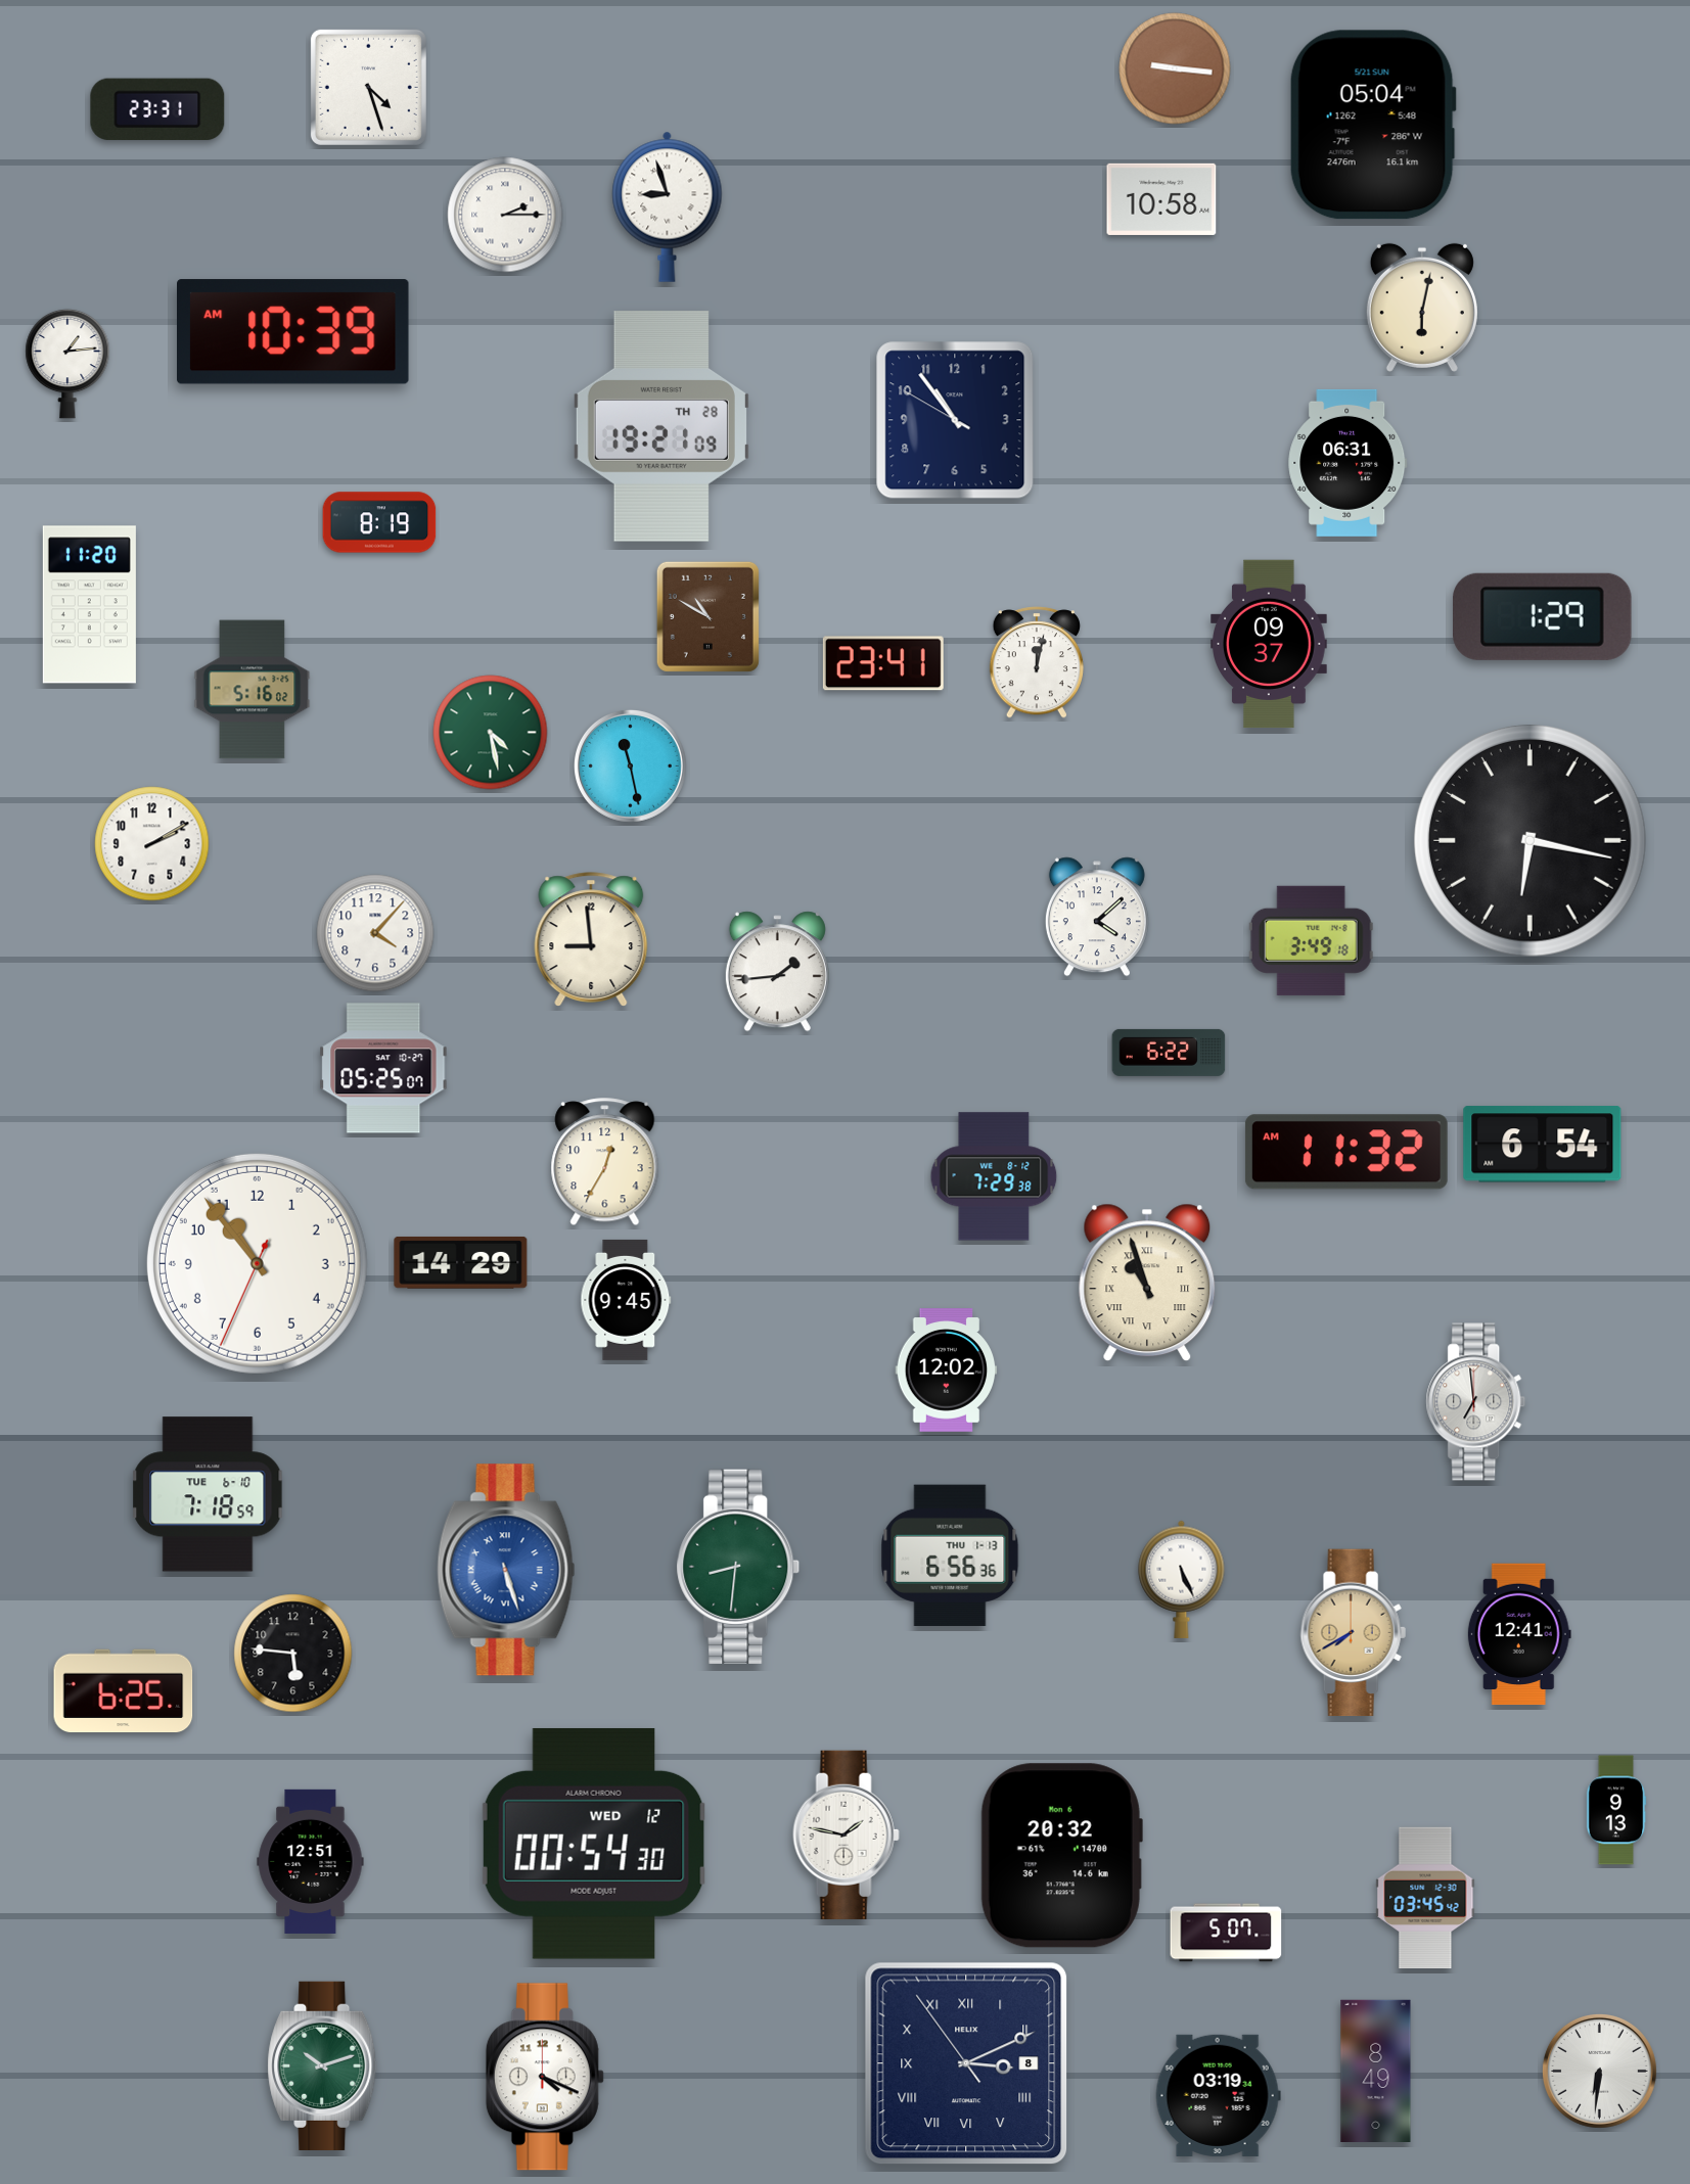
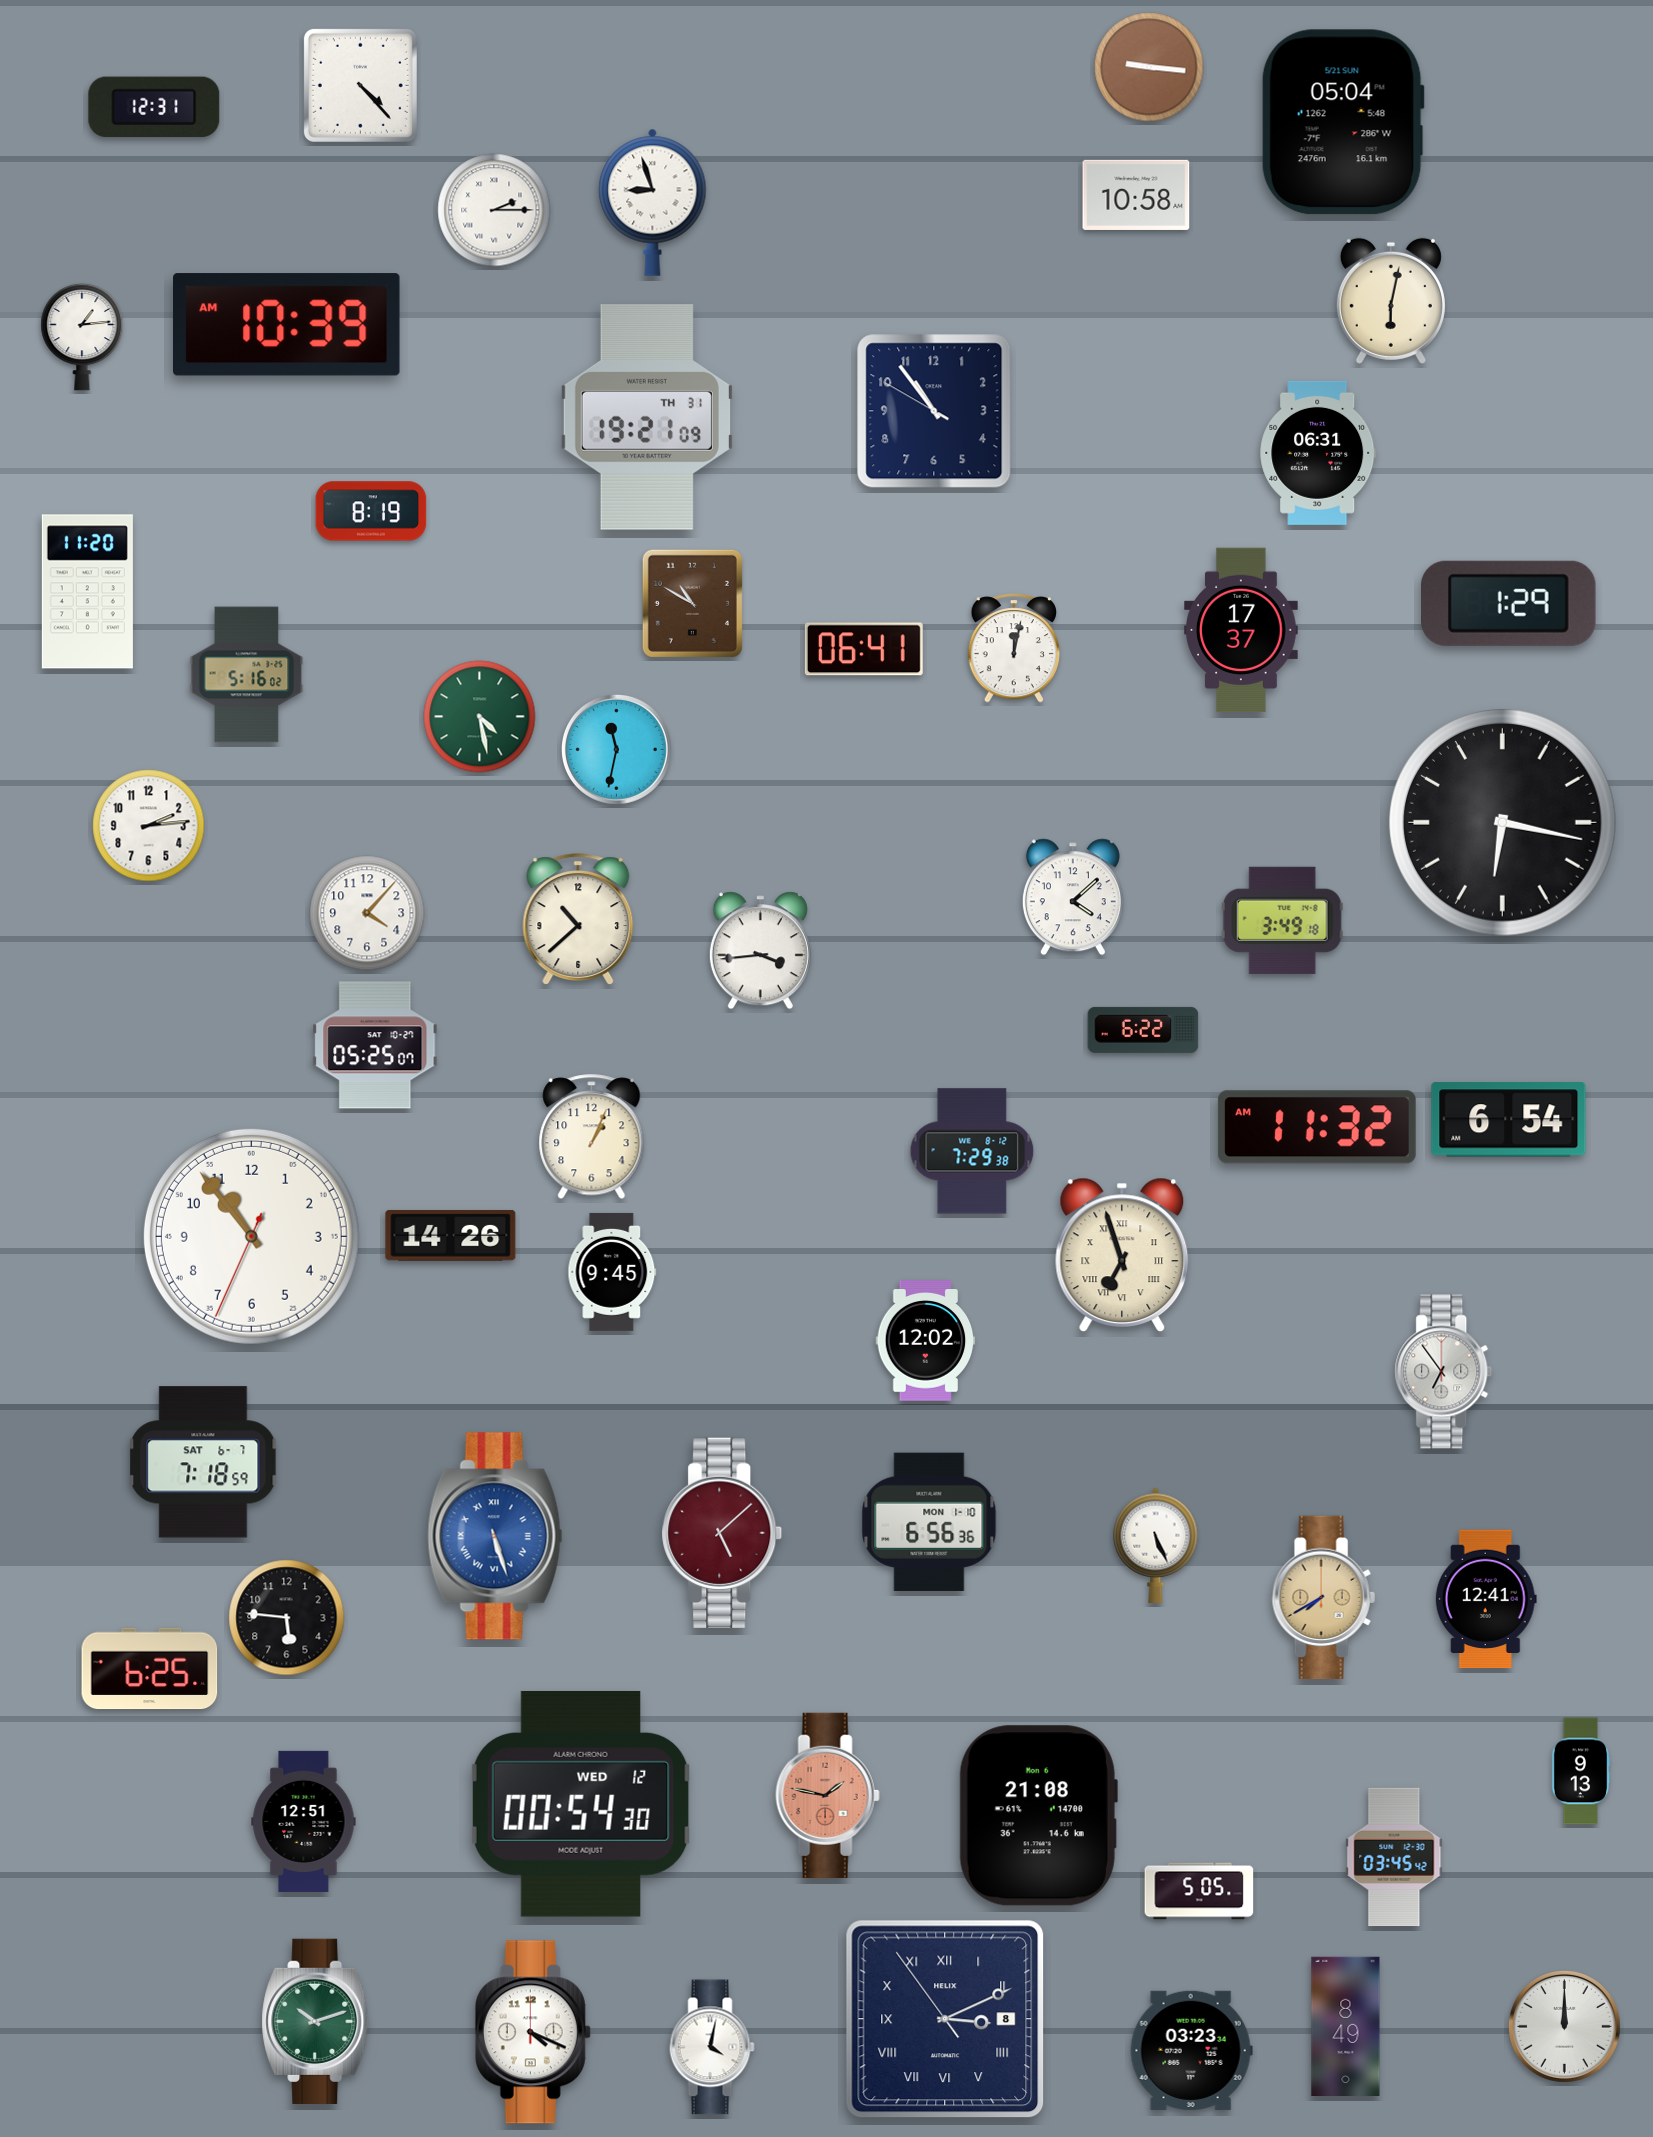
clock at (368, 87): 4:27 -> 4:23
clock at (157, 109): 23:31 -> 12:31
clock at (67, 364) position: (67, 364) -> (82, 337)
clock at (661, 426) date: TH 28 -> TH 31
clock at (1269, 644): 09:37 -> 17:37
clock at (883, 663): 23:41 -> 06:41
clock at (630, 765): 11:28 -> 11:32
clock at (1529, 840) position: (1529, 840) -> (1502, 822)
clock at (152, 844): 2:10 -> 2:14
clock at (591, 939): 8:59 -> 10:38
clock at (777, 972): 1:44 -> 3:44
clock at (605, 1162): 12:35 -> 1:04
clock at (461, 1263): 14:29 -> 14:26
clock at (1147, 1283): 10:57 -> 6:57
clock at (1476, 1402): 6:59 -> 6:54
clock at (208, 1494) date: TUE 6-10 -> SAT 6-7
clock at (950, 1555) date: THU 1-13 -> MON 1-10
clock at (738, 1567): 8:31 -> 5:08
clock at (738, 1567) dial: green -> burgundy
clock at (124, 1691) position: (124, 1691) -> (150, 1669)
clock at (846, 1834) dial: white -> salmon
clock at (1061, 1856): 20:32 -> 21:08
clock at (1226, 1933): 5:07 -> 5:05
clock at (1599, 2071): 6:31 -> 12:00
clock at (712, 2047): none -> 4:02
clock at (1218, 2095): 03:19 -> 03:23
